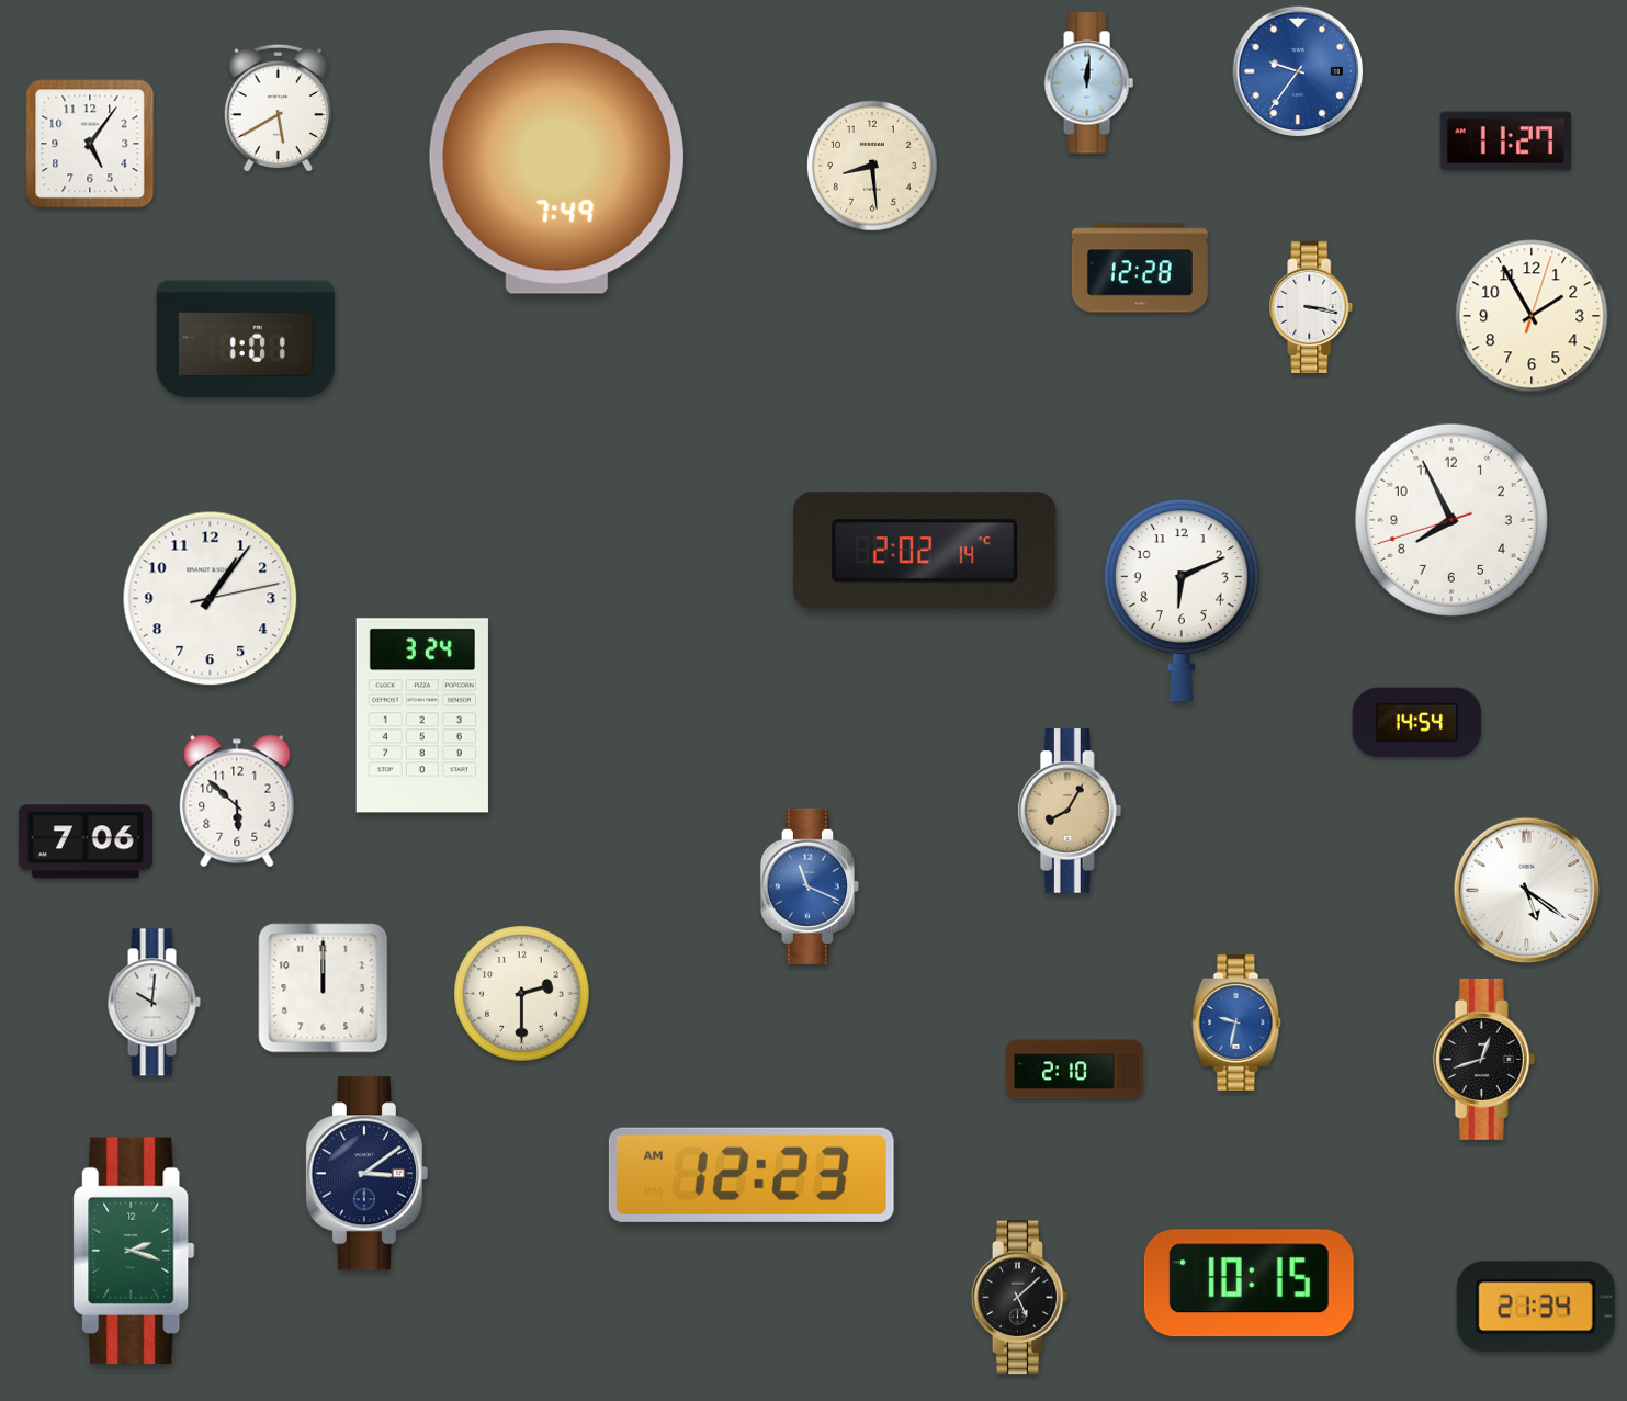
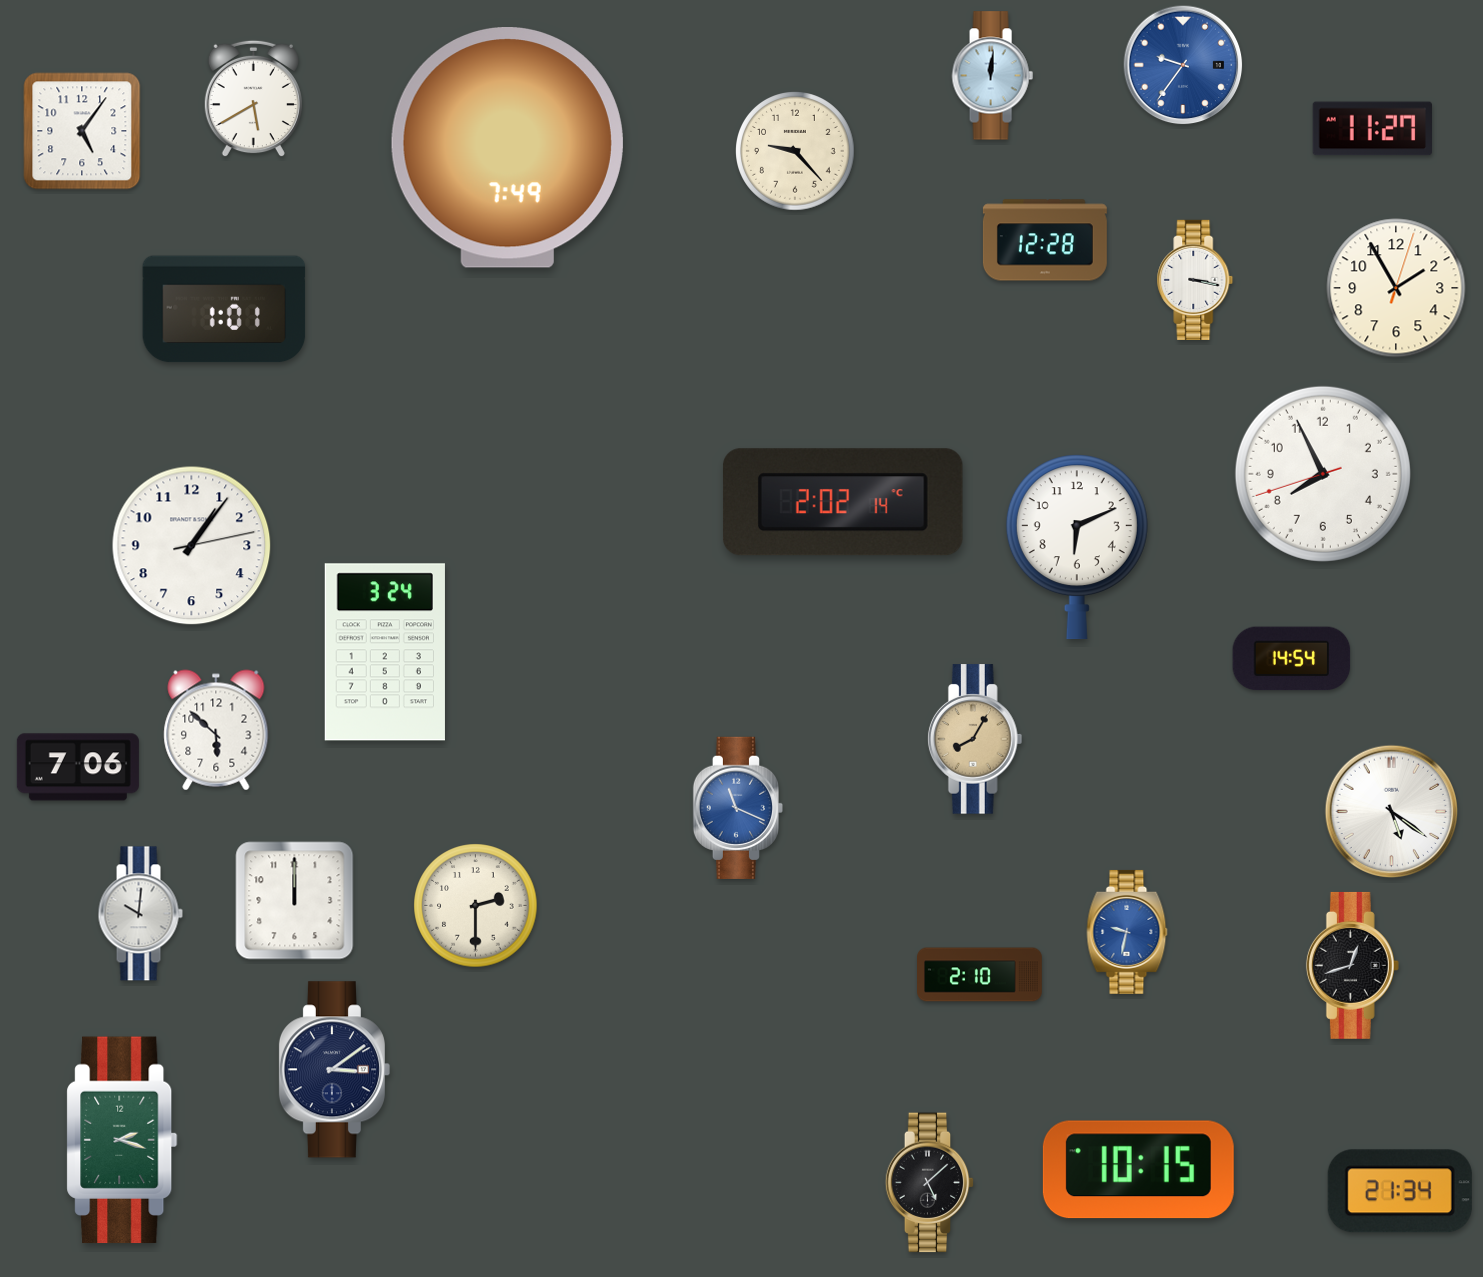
clock at (873, 167): 8:29 -> 9:23
clock at (1140, 268) position: (1140, 268) -> (1045, 240)
clock at (752, 1175): 12:23 -> none
